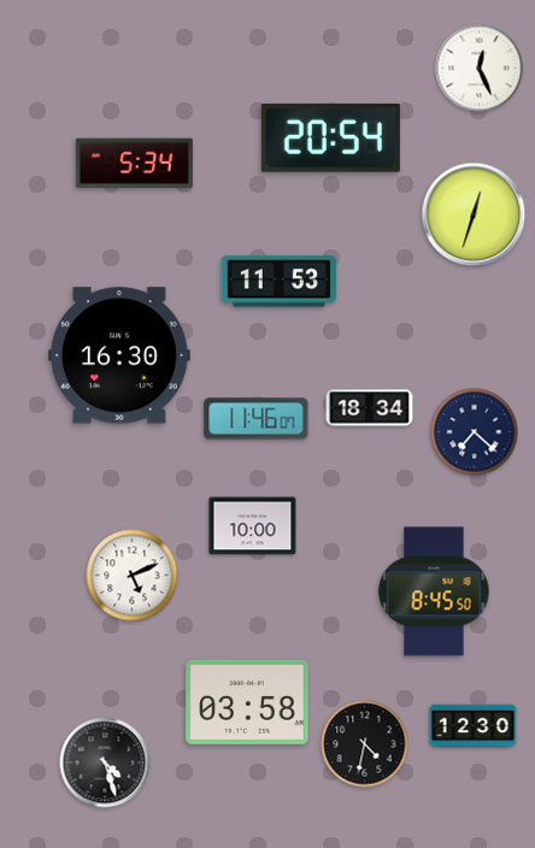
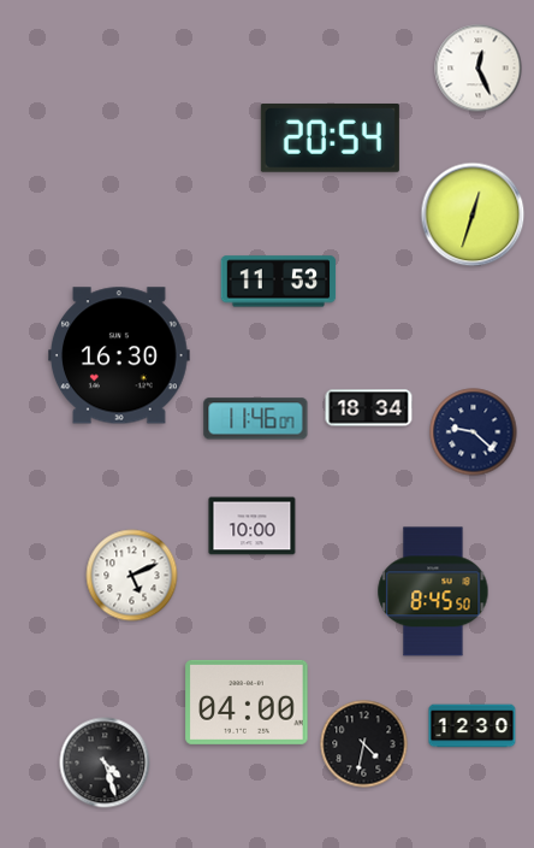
clock at (134, 164): 5:34 -> none
clock at (475, 432): 7:22 -> 9:22
clock at (247, 702): 03:58 -> 04:00
